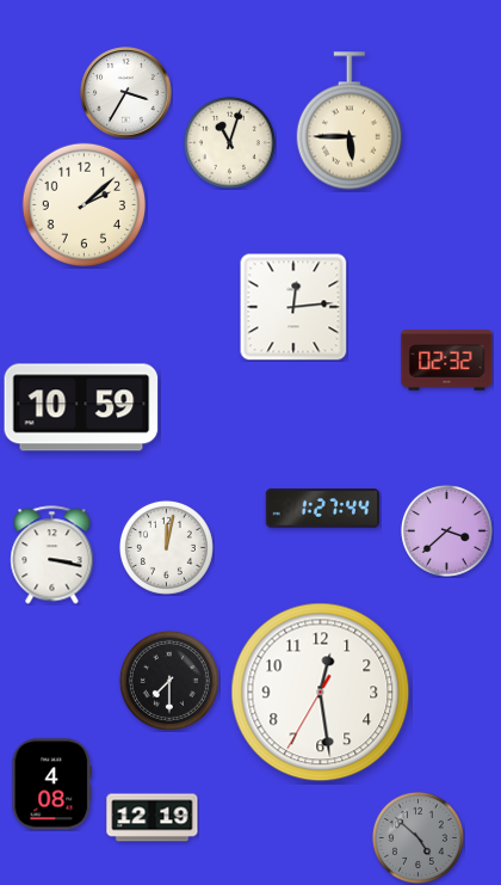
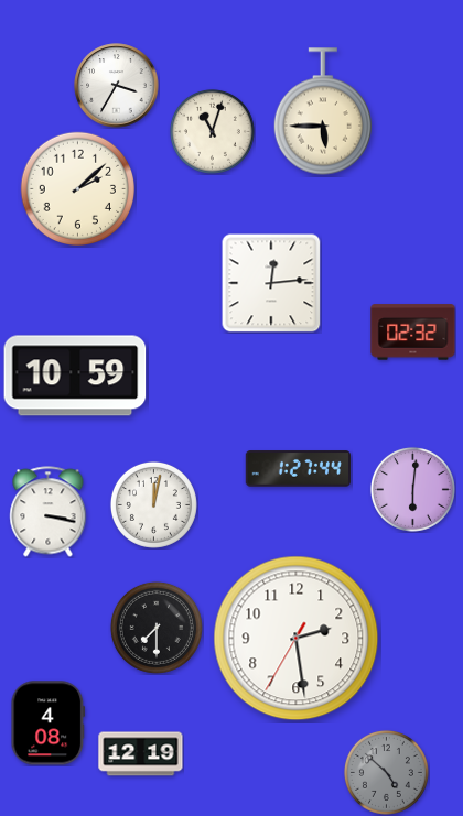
clock at (446, 530): 3:38 -> 6:01
clock at (321, 693): 12:28 -> 2:28
